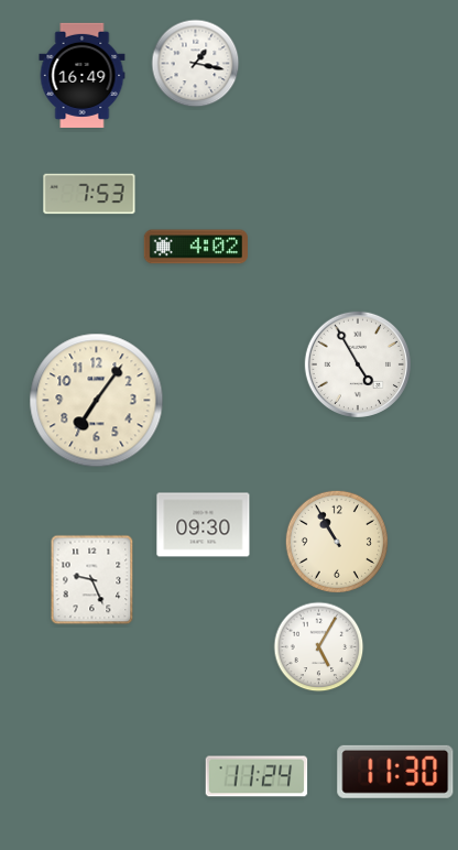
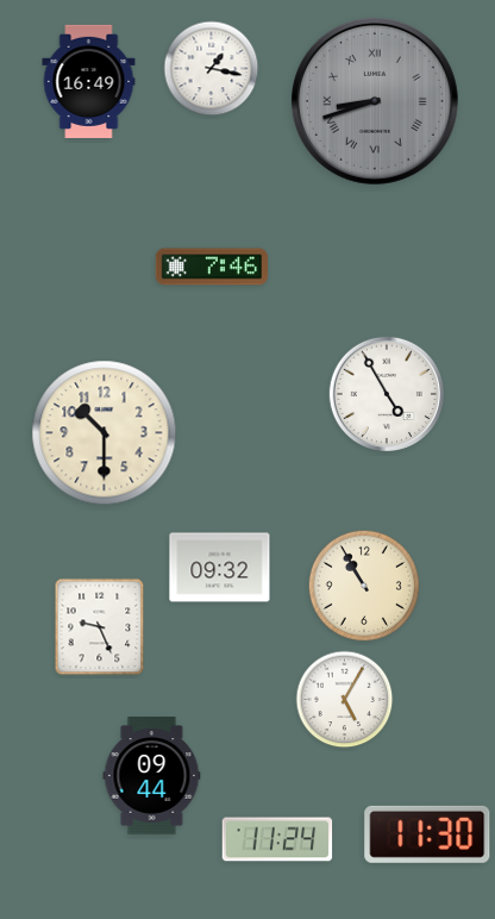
clock at (375, 101): none -> 8:42
clock at (89, 194): 7:53 -> none
clock at (196, 247): 4:02 -> 7:46
clock at (97, 401): 7:06 -> 10:30
clock at (204, 525): 09:30 -> 09:32
clock at (152, 776): none -> 09:44
